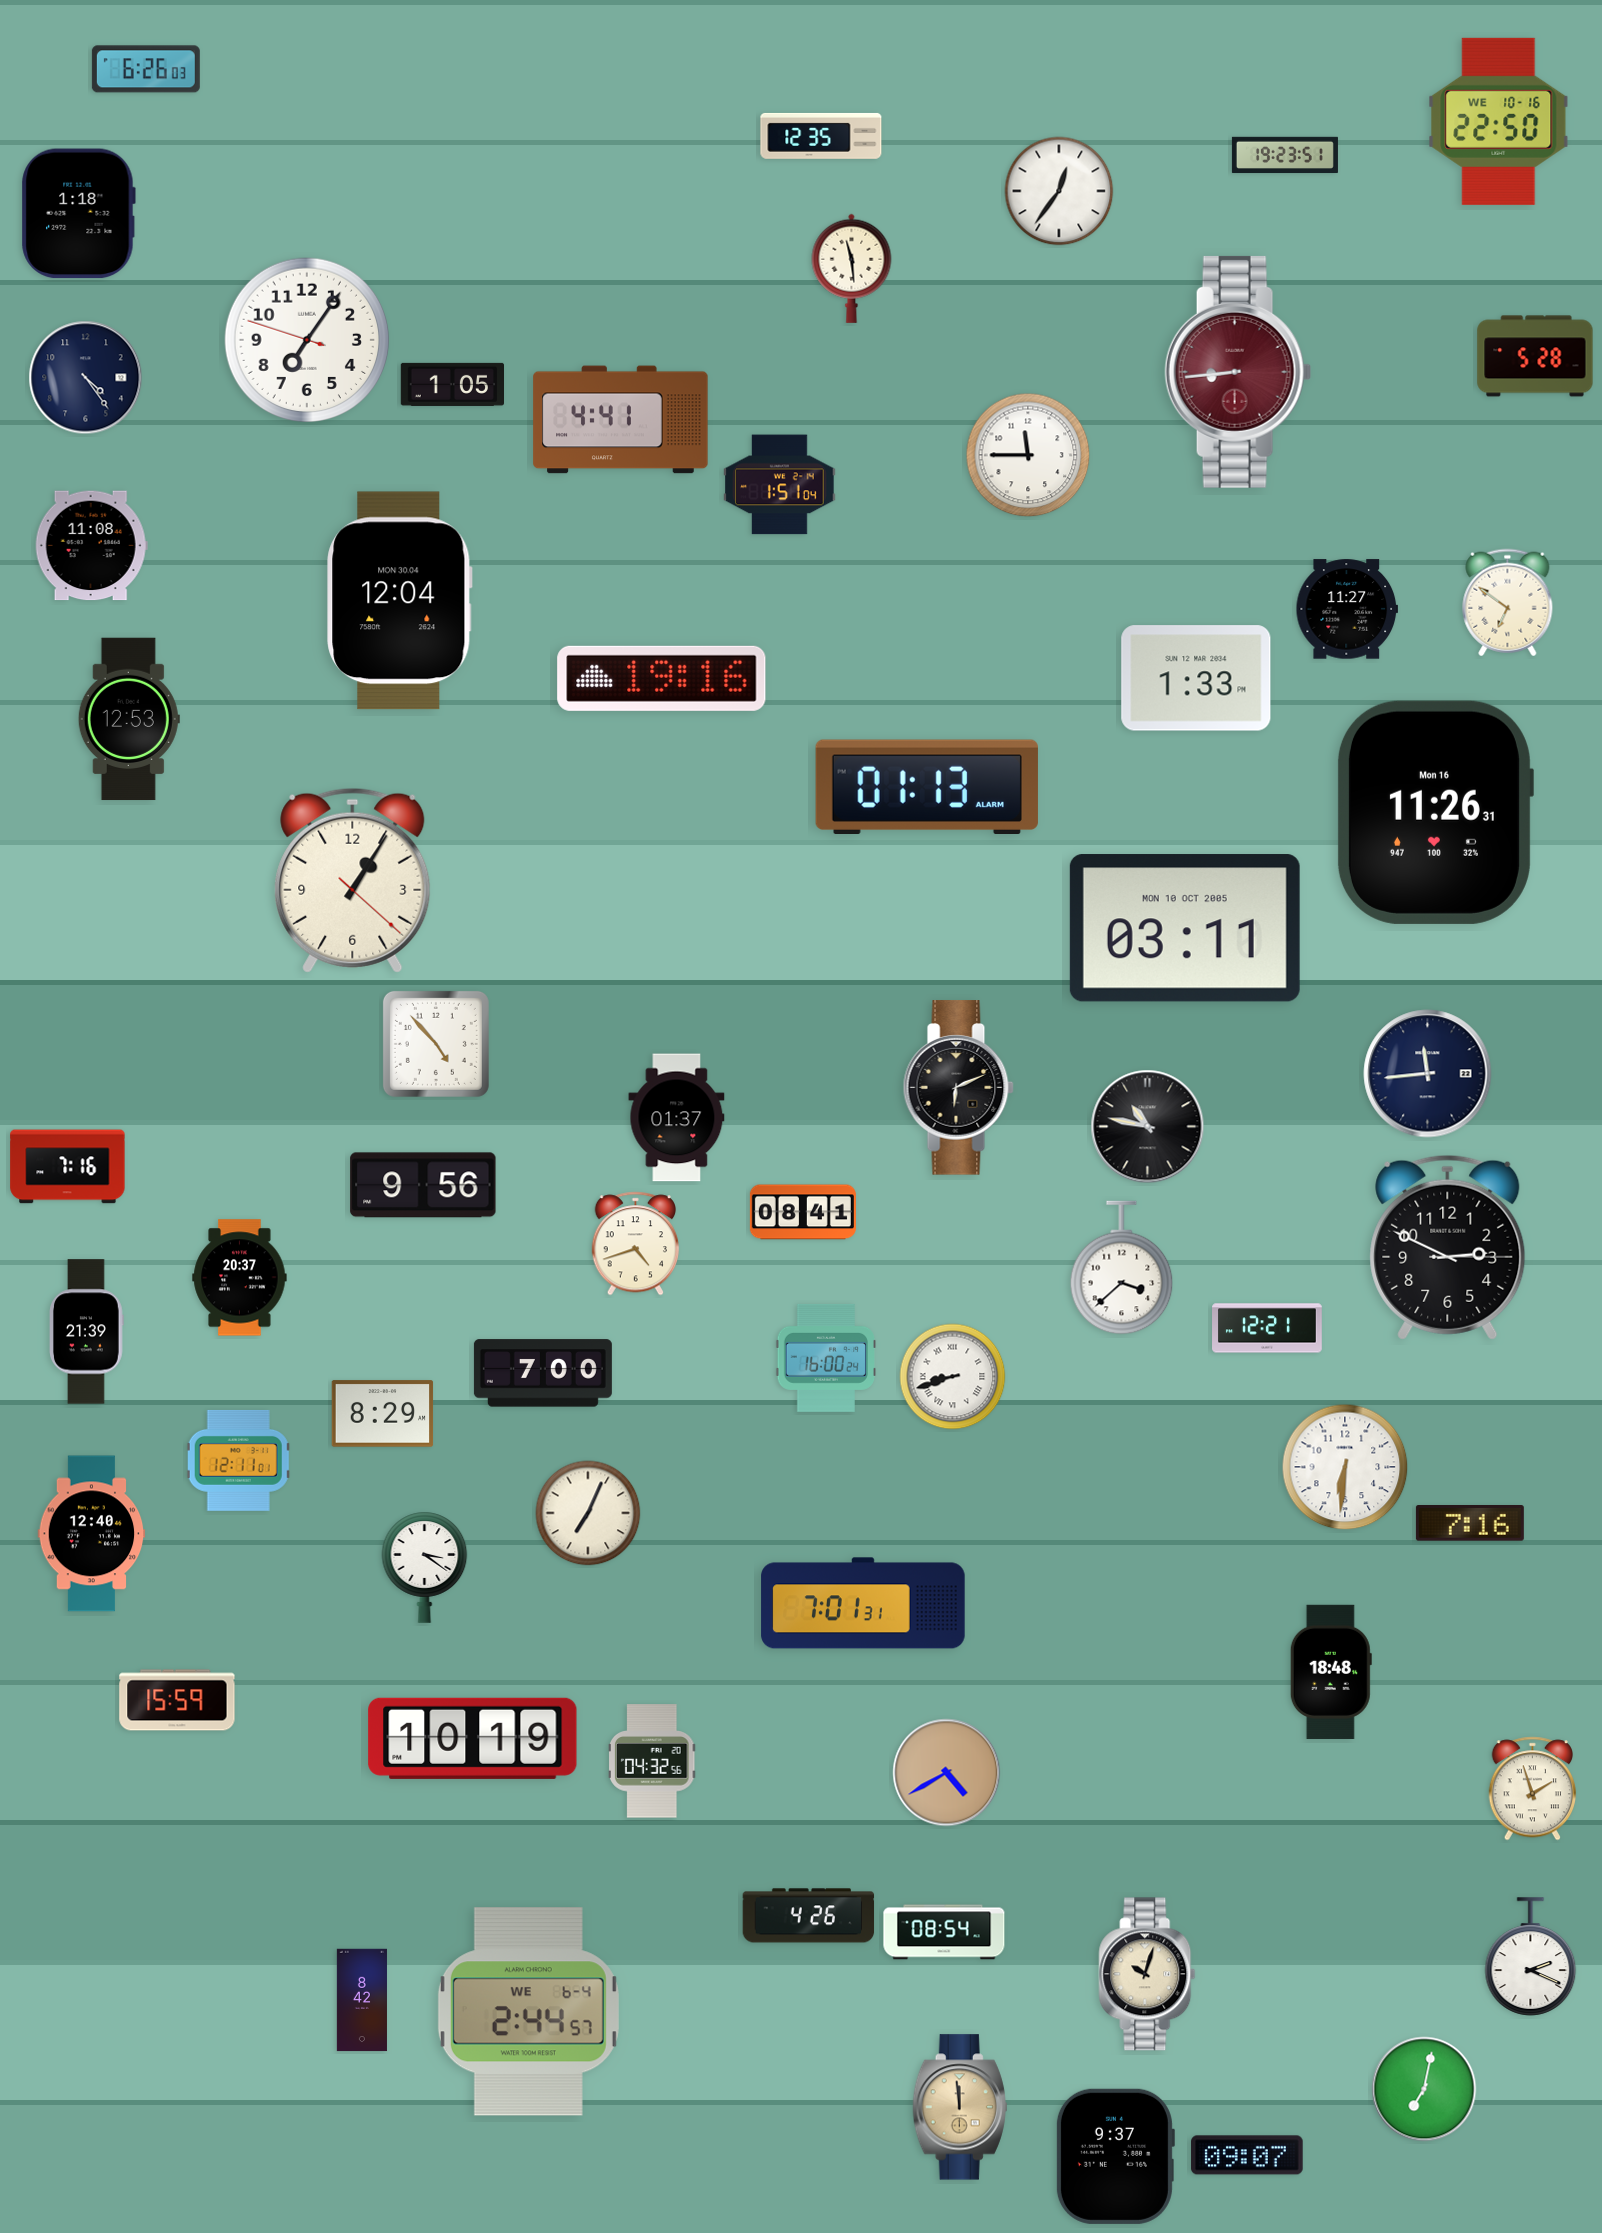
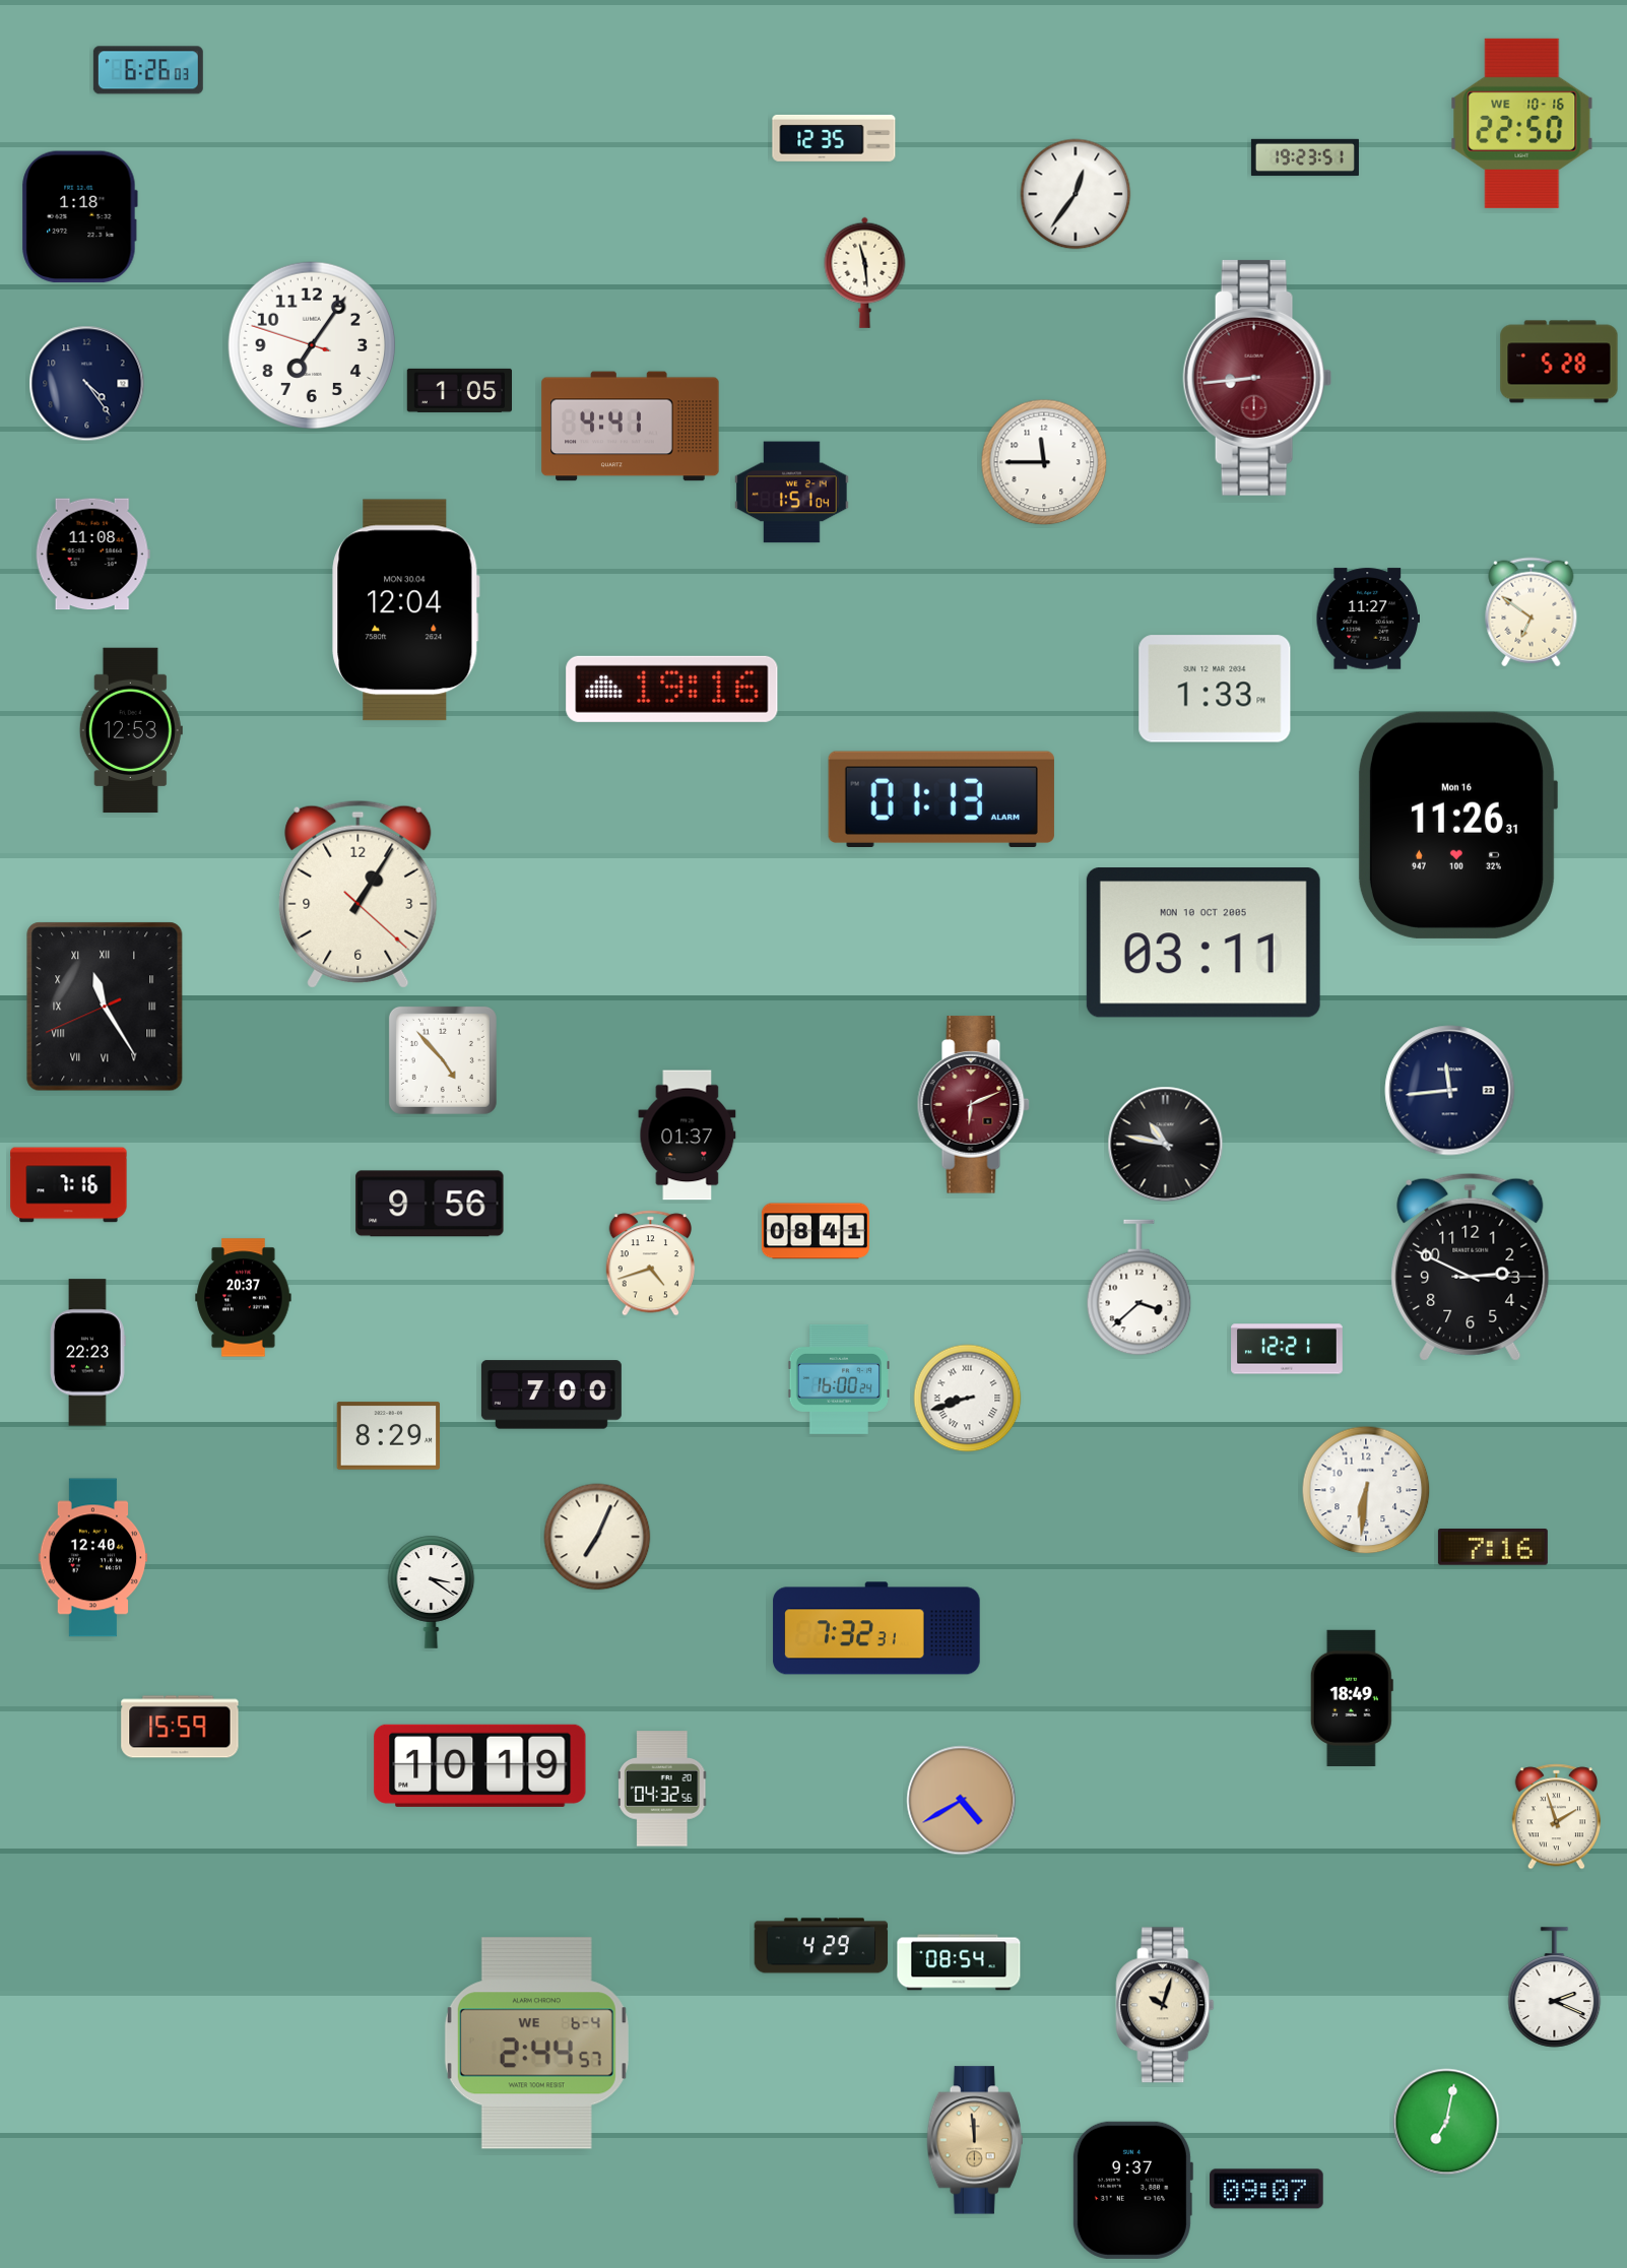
clock at (105, 1007): none -> 11:24
clock at (958, 1088) dial: black -> burgundy
clock at (636, 1244) position: (636, 1244) -> (651, 1263)
clock at (87, 1332): 21:39 -> 22:23
clock at (239, 1460): 12:11 -> none
clock at (863, 1603): 7:01 -> 7:32
clock at (1331, 1672): 18:48 -> 18:49
clock at (809, 1916): 4:26 -> 4:29
clock at (362, 2000): 8:42 -> none
